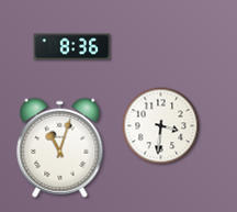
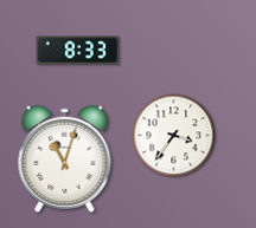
clock at (72, 47): 8:36 -> 8:33
clock at (161, 126): 3:31 -> 3:36
